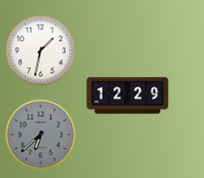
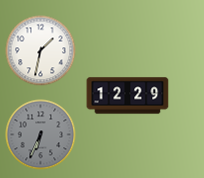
clock at (41, 135): 6:38 -> 6:34
